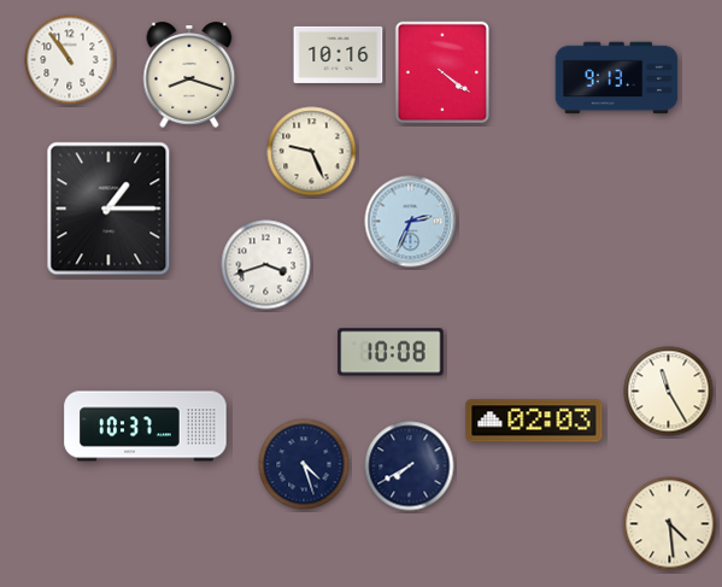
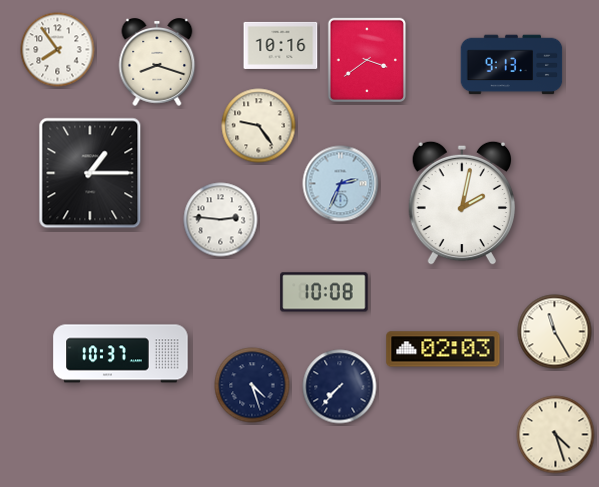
clock at (70, 60): 10:54 -> 7:54
clock at (441, 71): 4:21 -> 3:39
clock at (312, 152): 9:26 -> 9:24
clock at (461, 203): none -> 2:02
clock at (266, 265): 3:42 -> 2:46
clock at (669, 392) position: (669, 392) -> (555, 332)
clock at (410, 466): 7:40 -> 7:37
clock at (670, 524): 4:29 -> 4:27
